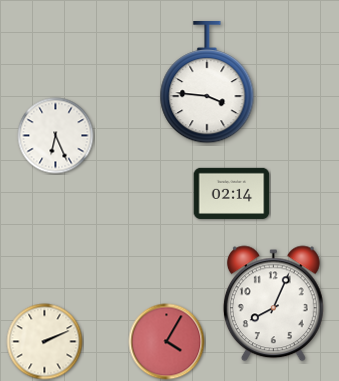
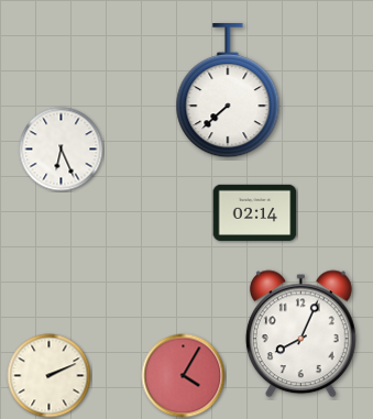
clock at (207, 83): 3:46 -> 7:38
